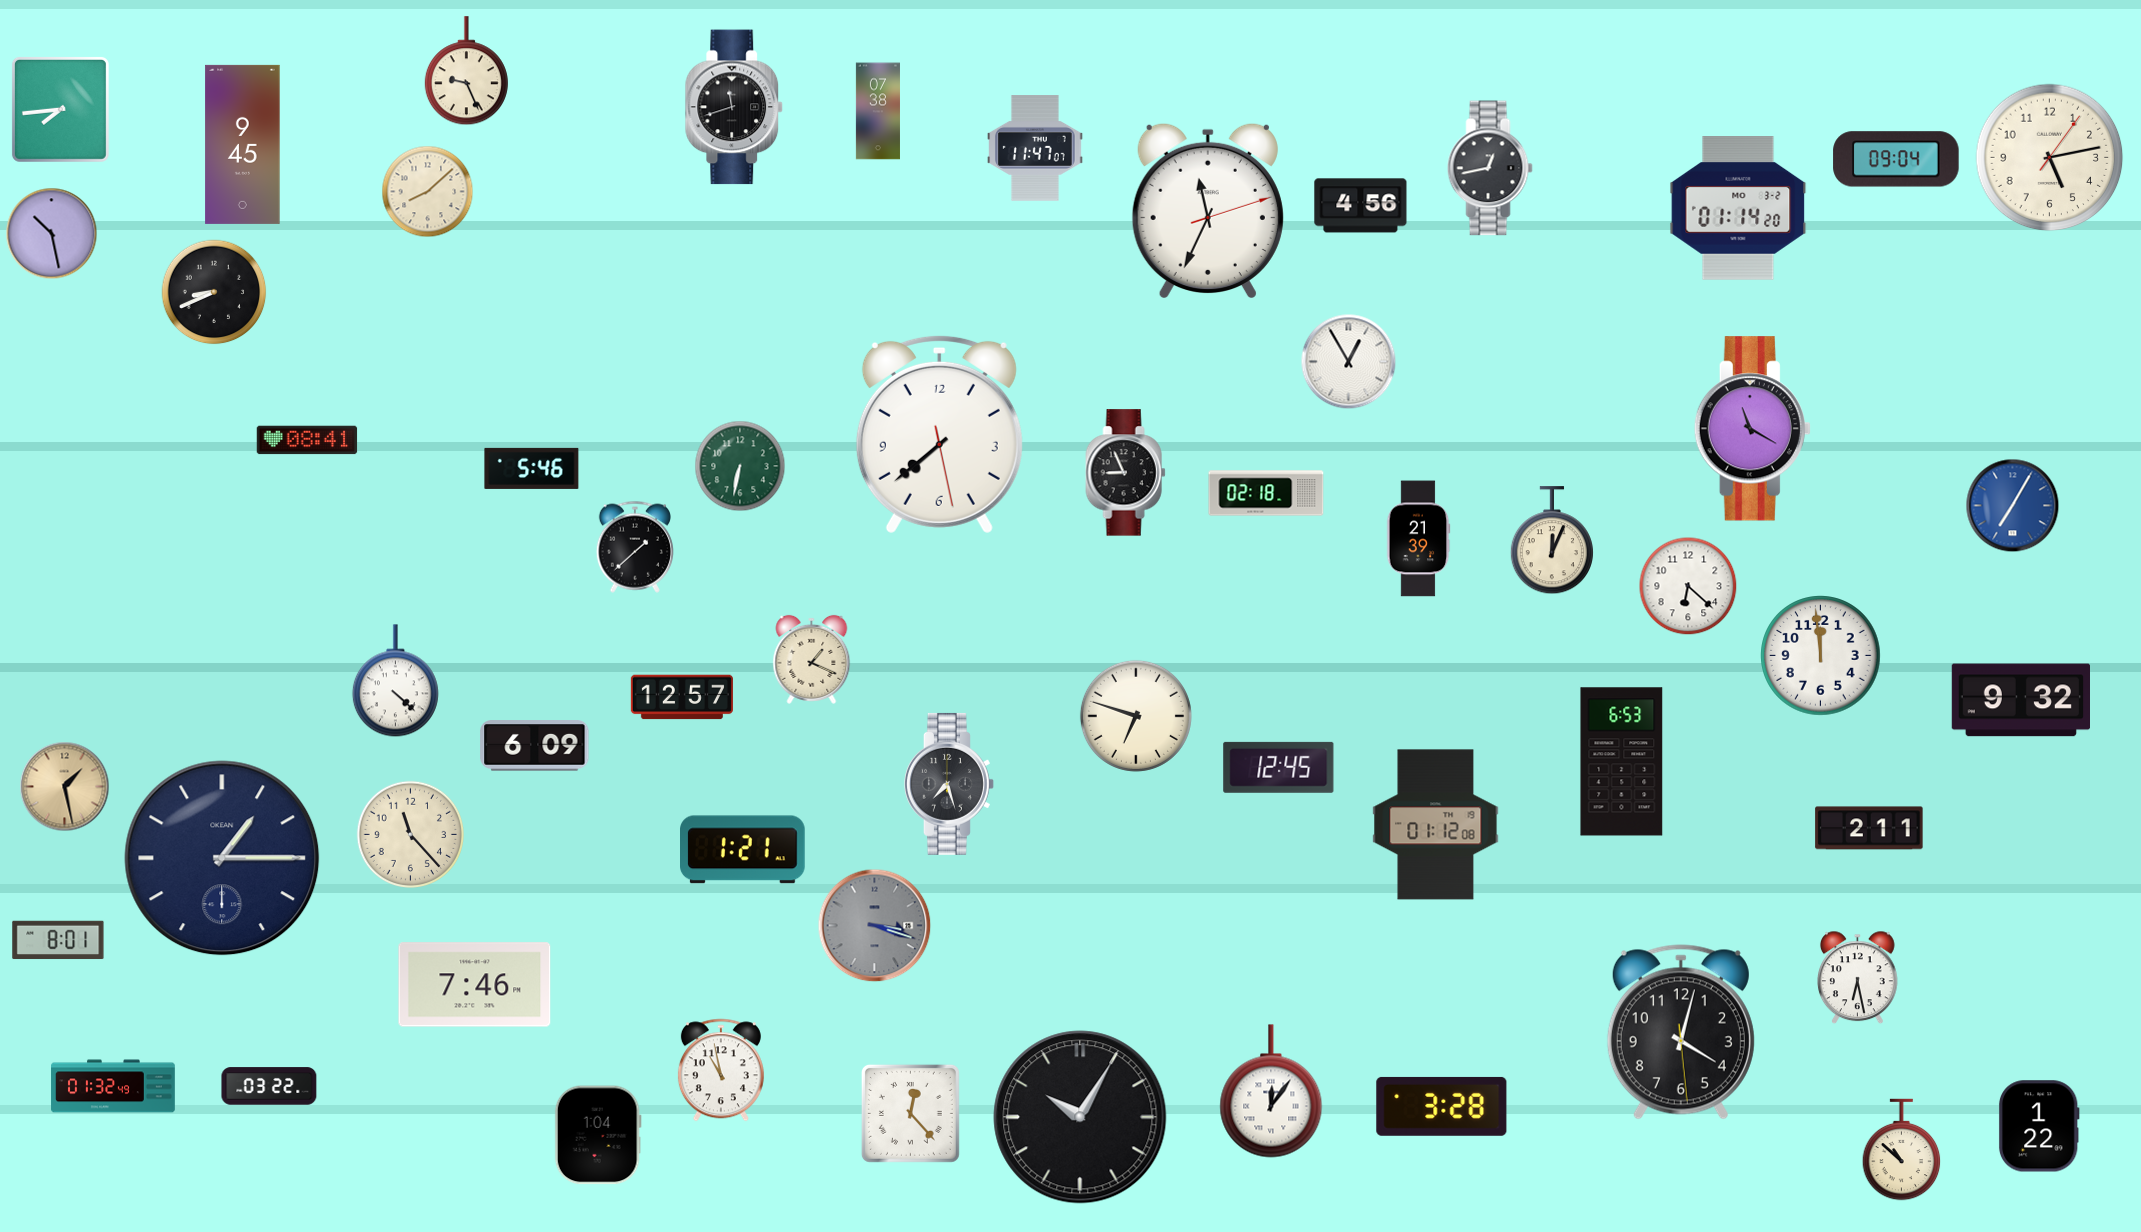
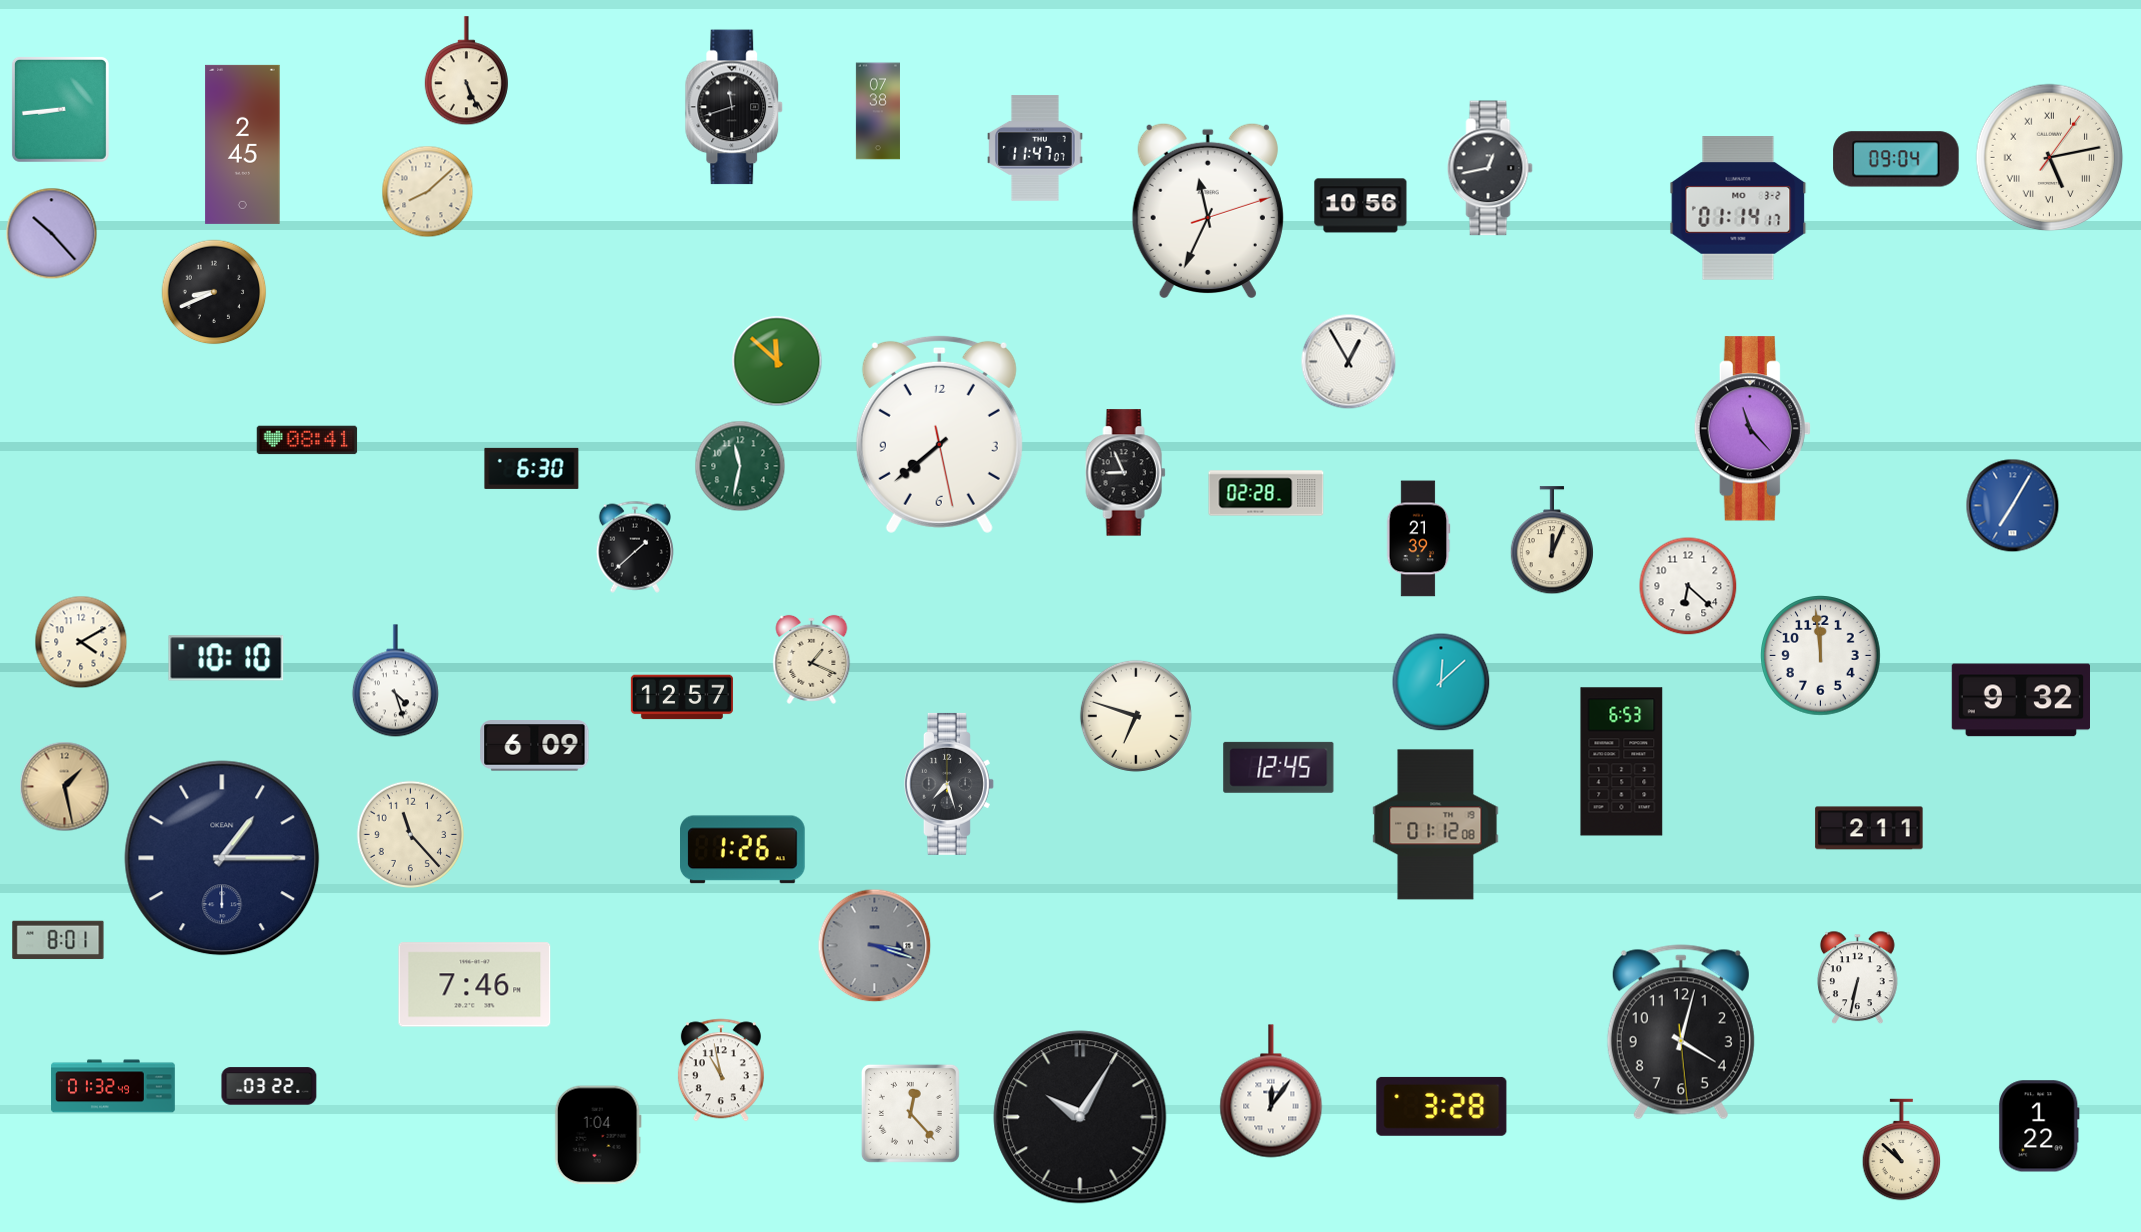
clock at (466, 71): 9:26 -> 5:26
clock at (60, 109): 7:44 -> 8:44
clock at (243, 144): 9:45 -> 2:45
clock at (2050, 158) numerals: Arabic -> Roman
clock at (1361, 206): 4:56 -> 10:56
clock at (1738, 208): 01:14:20 -> 01:14:17
clock at (52, 234): 10:28 -> 10:23
clock at (777, 361): none -> 11:52
clock at (1752, 429): 11:20 -> 11:23
clock at (740, 466): 6:32 -> 11:32
clock at (532, 468): 5:46 -> 6:30
clock at (1266, 493): 02:18 -> 02:28
clock at (81, 642): none -> 4:10
clock at (226, 658): none -> 10:10
clock at (395, 681): 4:22 -> 4:27
clock at (1441, 682): none -> 12:08
clock at (743, 850): 1:21 -> 1:26
clock at (875, 926) position: (875, 926) -> (875, 946)
clock at (1858, 978): 6:28 -> 6:32
